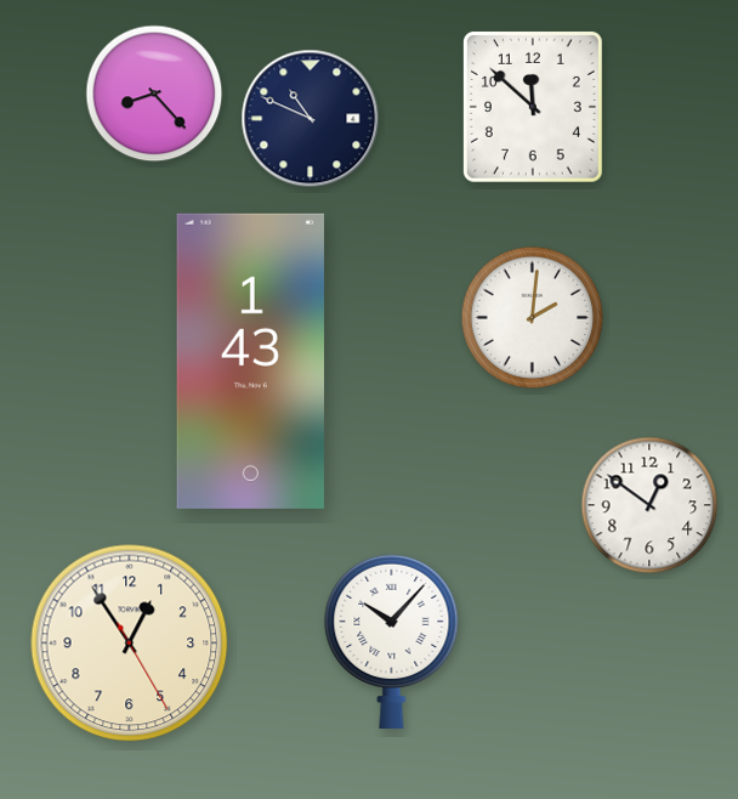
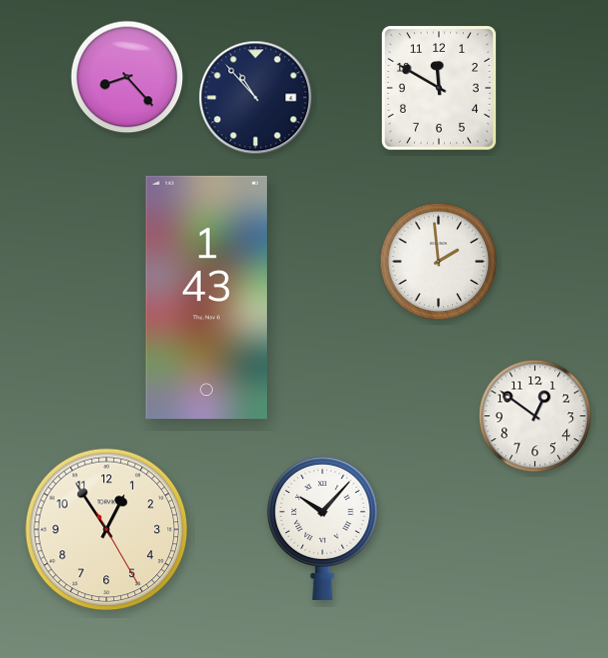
clock at (533, 107): 11:52 -> 11:50
clock at (311, 119): 10:49 -> 10:53
clock at (533, 318): 2:01 -> 1:59
